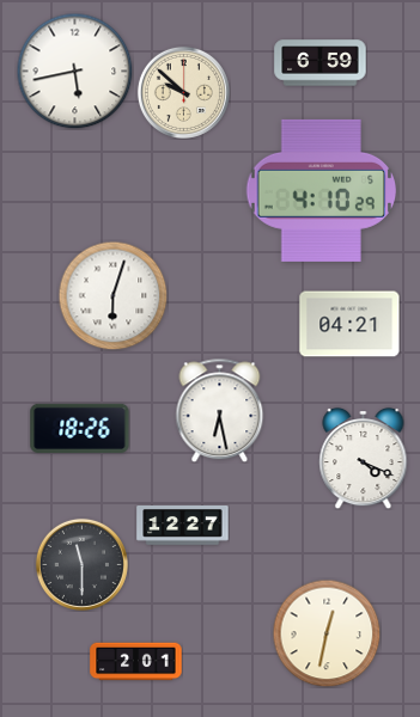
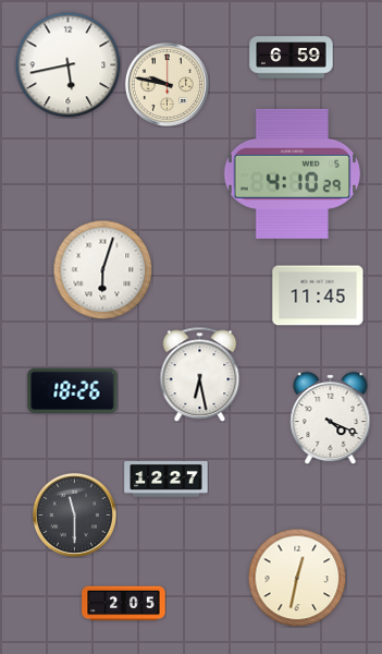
clock at (183, 92): 9:52 -> 9:47
clock at (349, 324): 04:21 -> 11:45
clock at (136, 662): 2:01 -> 2:05
